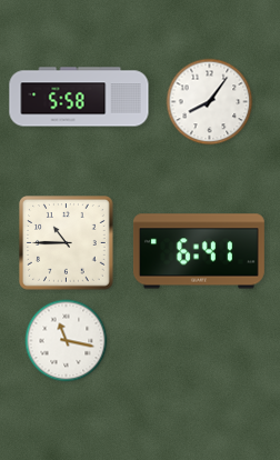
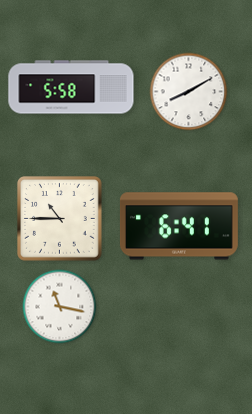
clock at (210, 102): 8:06 -> 8:10
